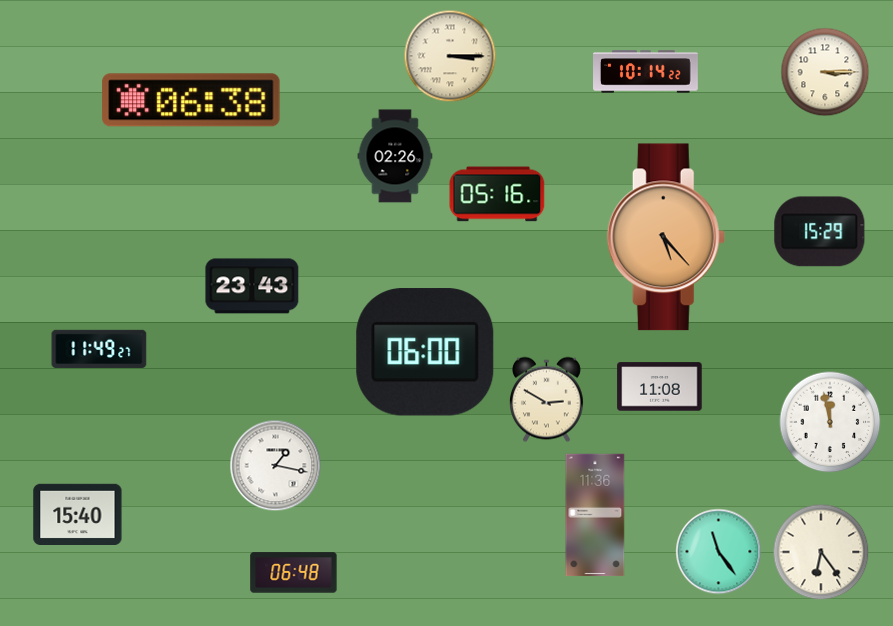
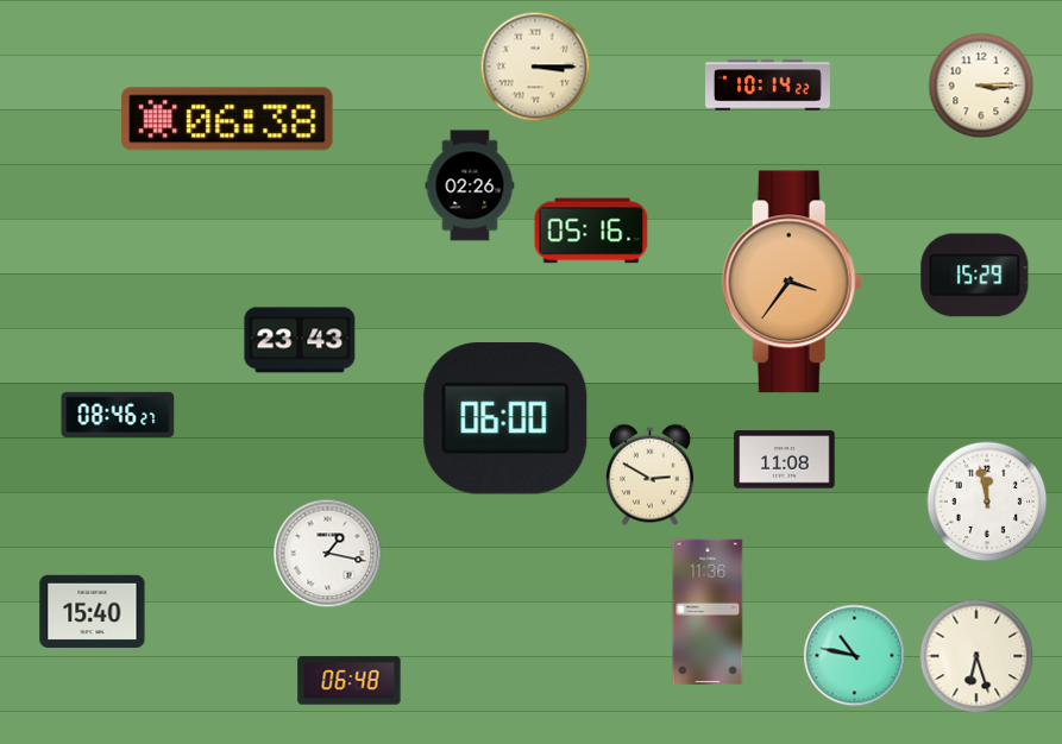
clock at (666, 237): 5:23 -> 3:36
clock at (99, 349): 11:49 -> 08:46
clock at (719, 552): 11:24 -> 10:47
clock at (821, 552): 6:24 -> 6:27
